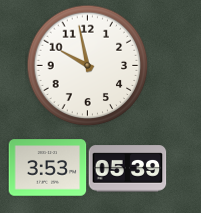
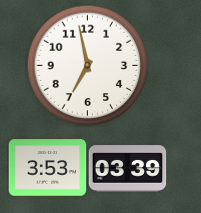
clock at (87, 65): 9:58 -> 6:58
clock at (127, 169): 05:39 -> 03:39
